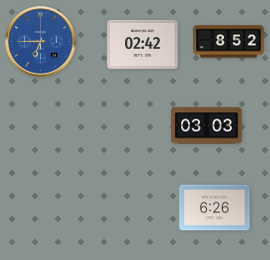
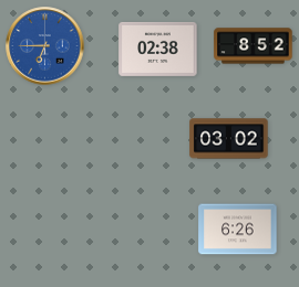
clock at (143, 44): 02:42 -> 02:38
clock at (207, 126): 03:03 -> 03:02
